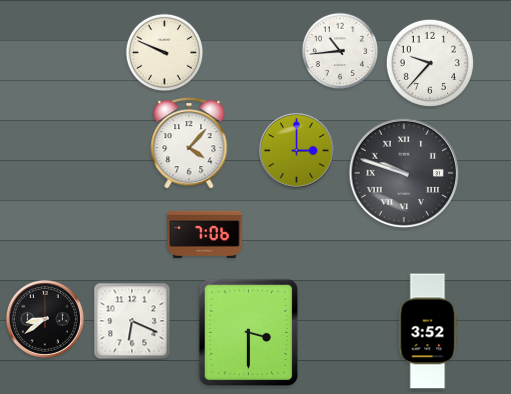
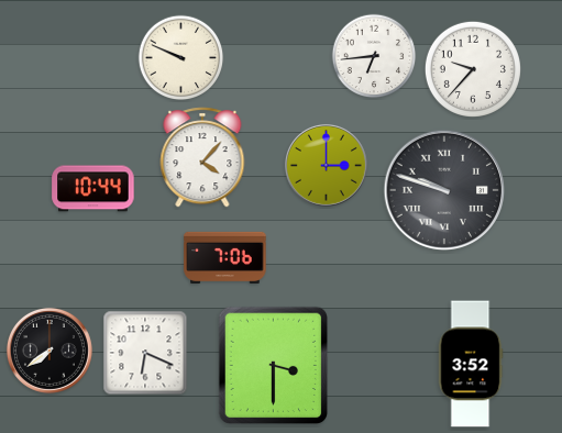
clock at (340, 51): 10:44 -> 6:44
clock at (189, 143) position: (189, 143) -> (202, 157)
clock at (93, 189): none -> 10:44
clock at (45, 319): 8:39 -> 7:39
